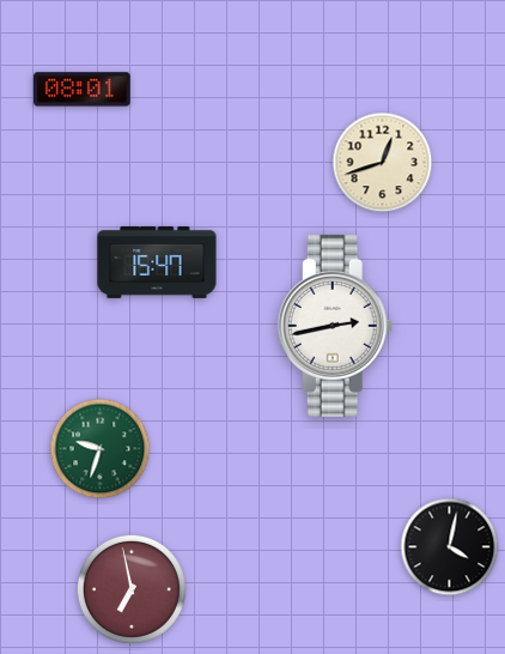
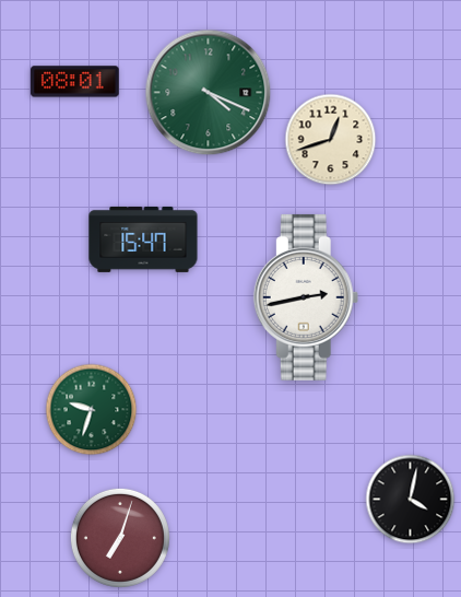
clock at (209, 93): none -> 4:19
clock at (383, 163) position: (383, 163) -> (331, 140)
clock at (132, 589): 6:58 -> 7:03
